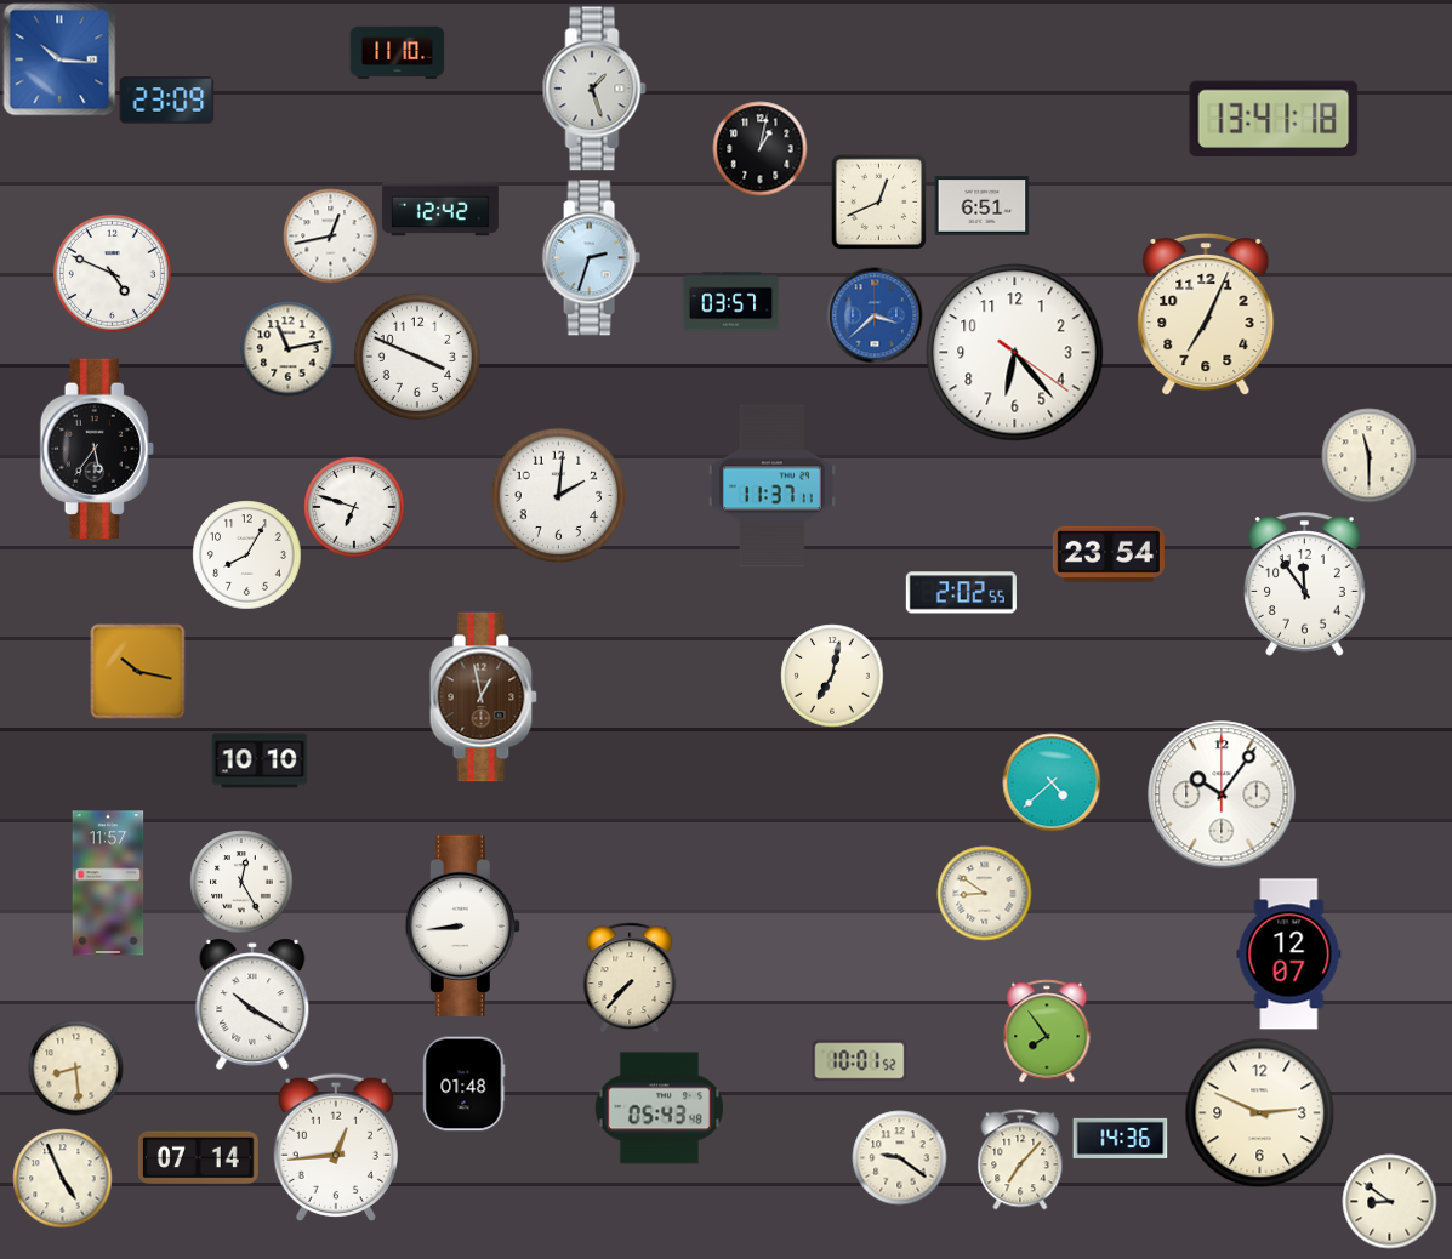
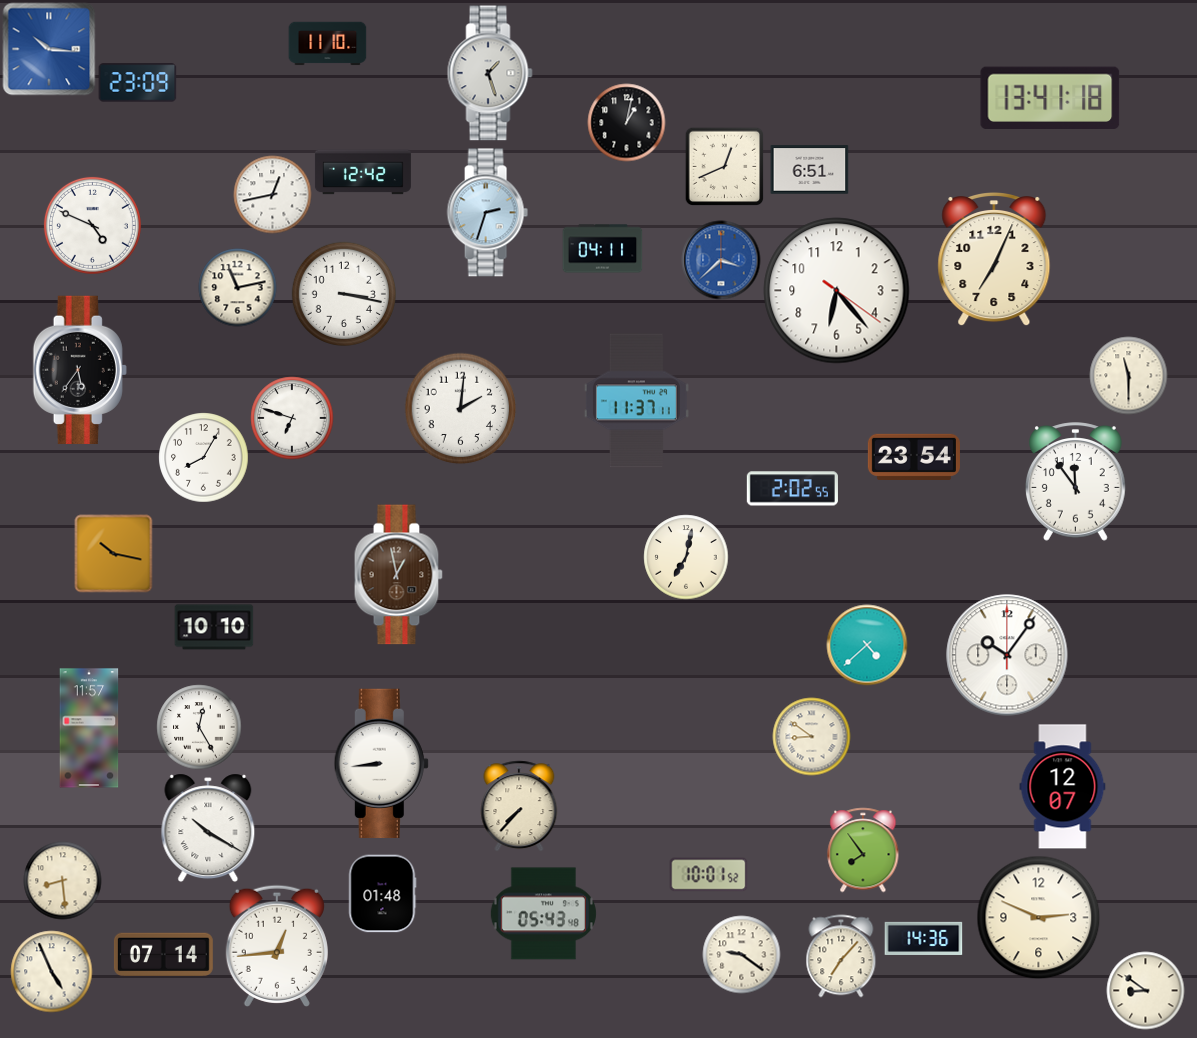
clock at (730, 302): 03:57 -> 04:11
clock at (417, 357): 3:49 -> 3:17
